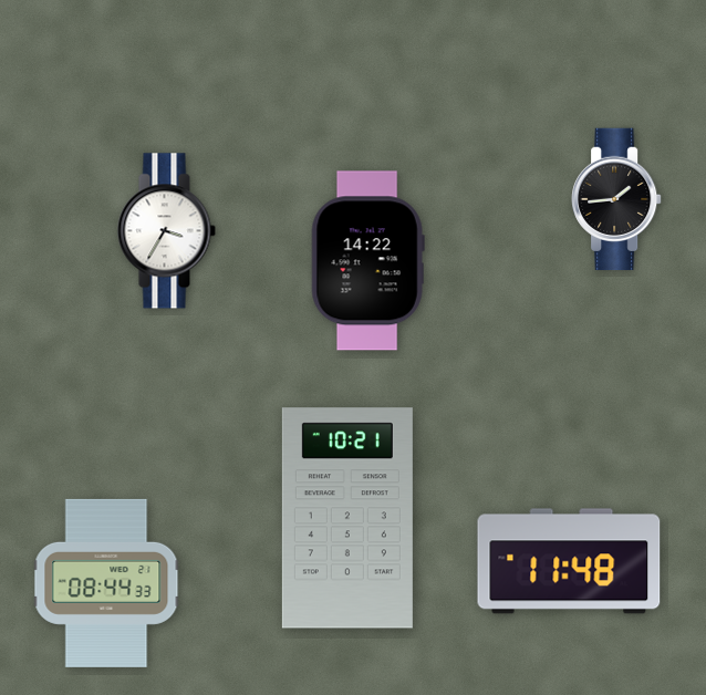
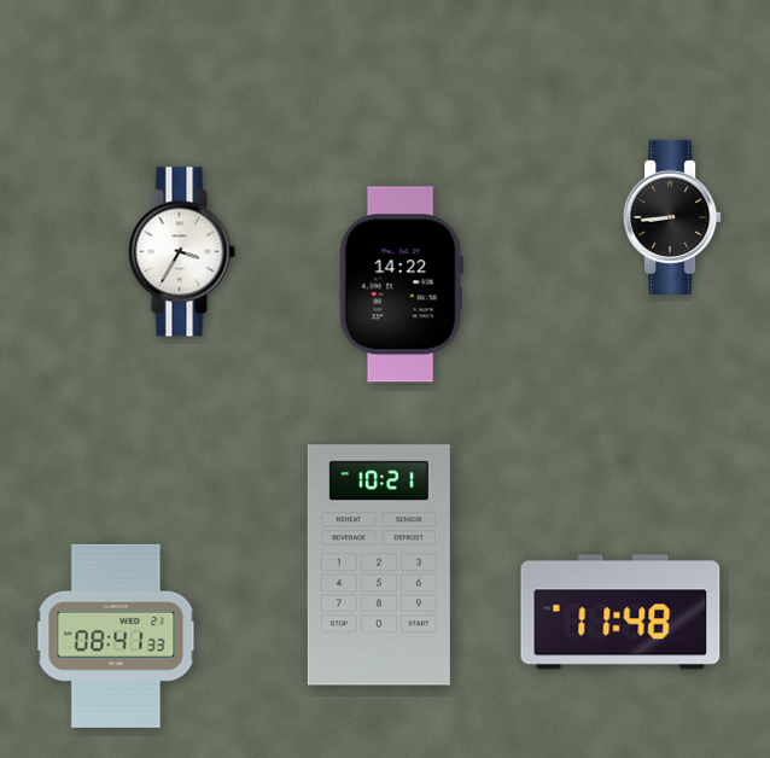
clock at (616, 199): 1:44 -> 8:44
clock at (106, 583): 08:44 -> 08:41
